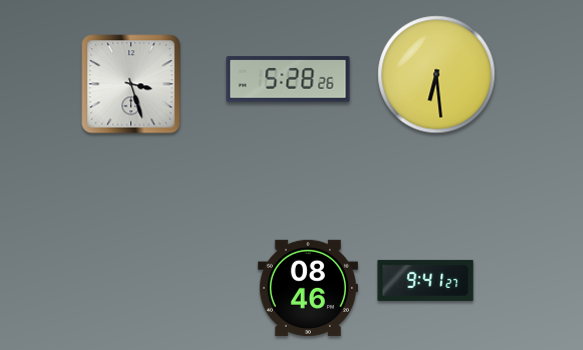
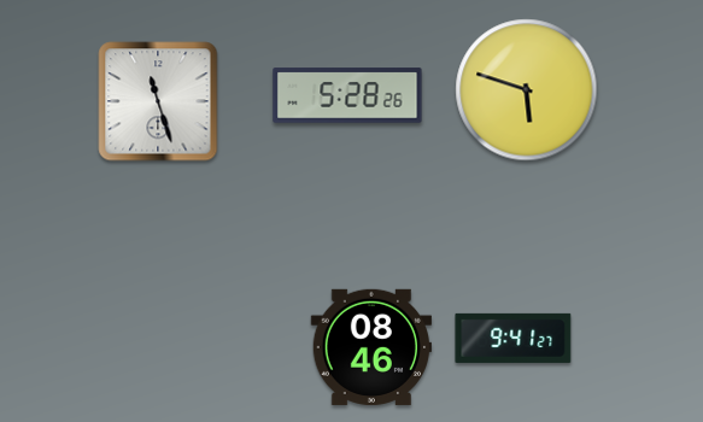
clock at (437, 75): 6:29 -> 5:48
clock at (131, 84): 3:27 -> 11:27
